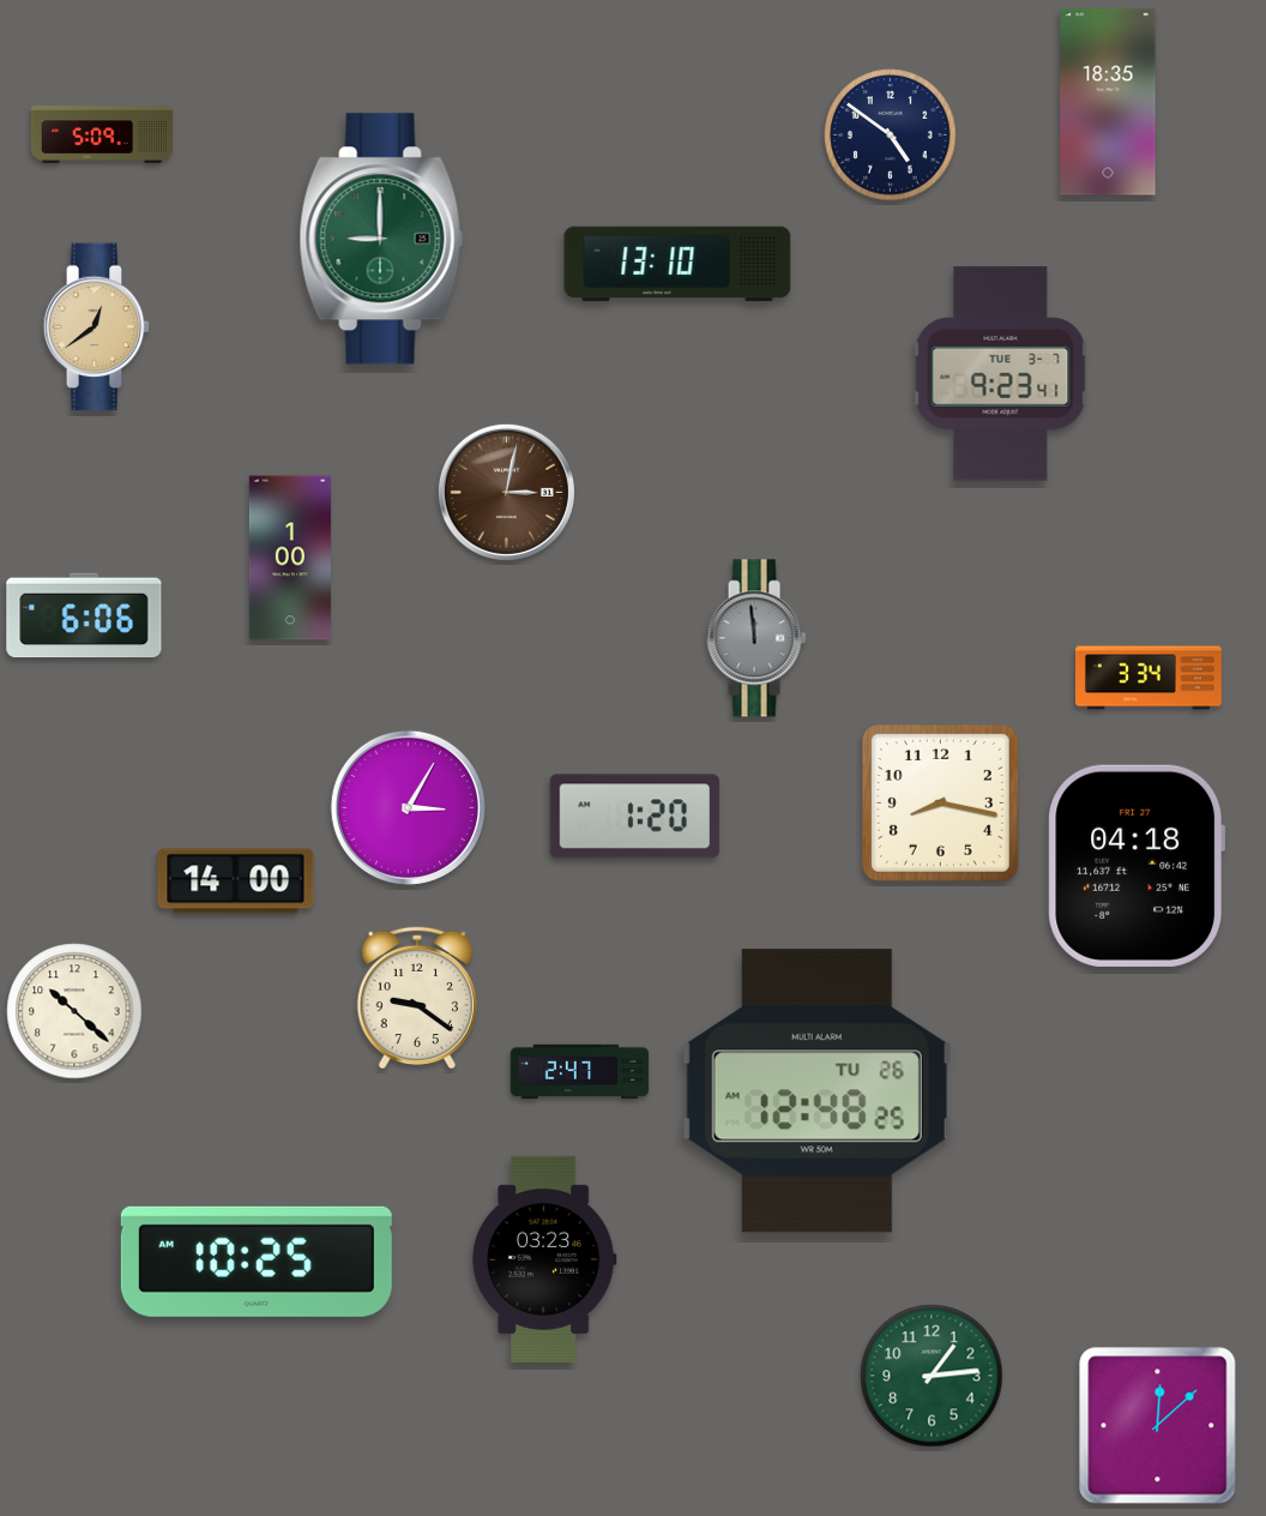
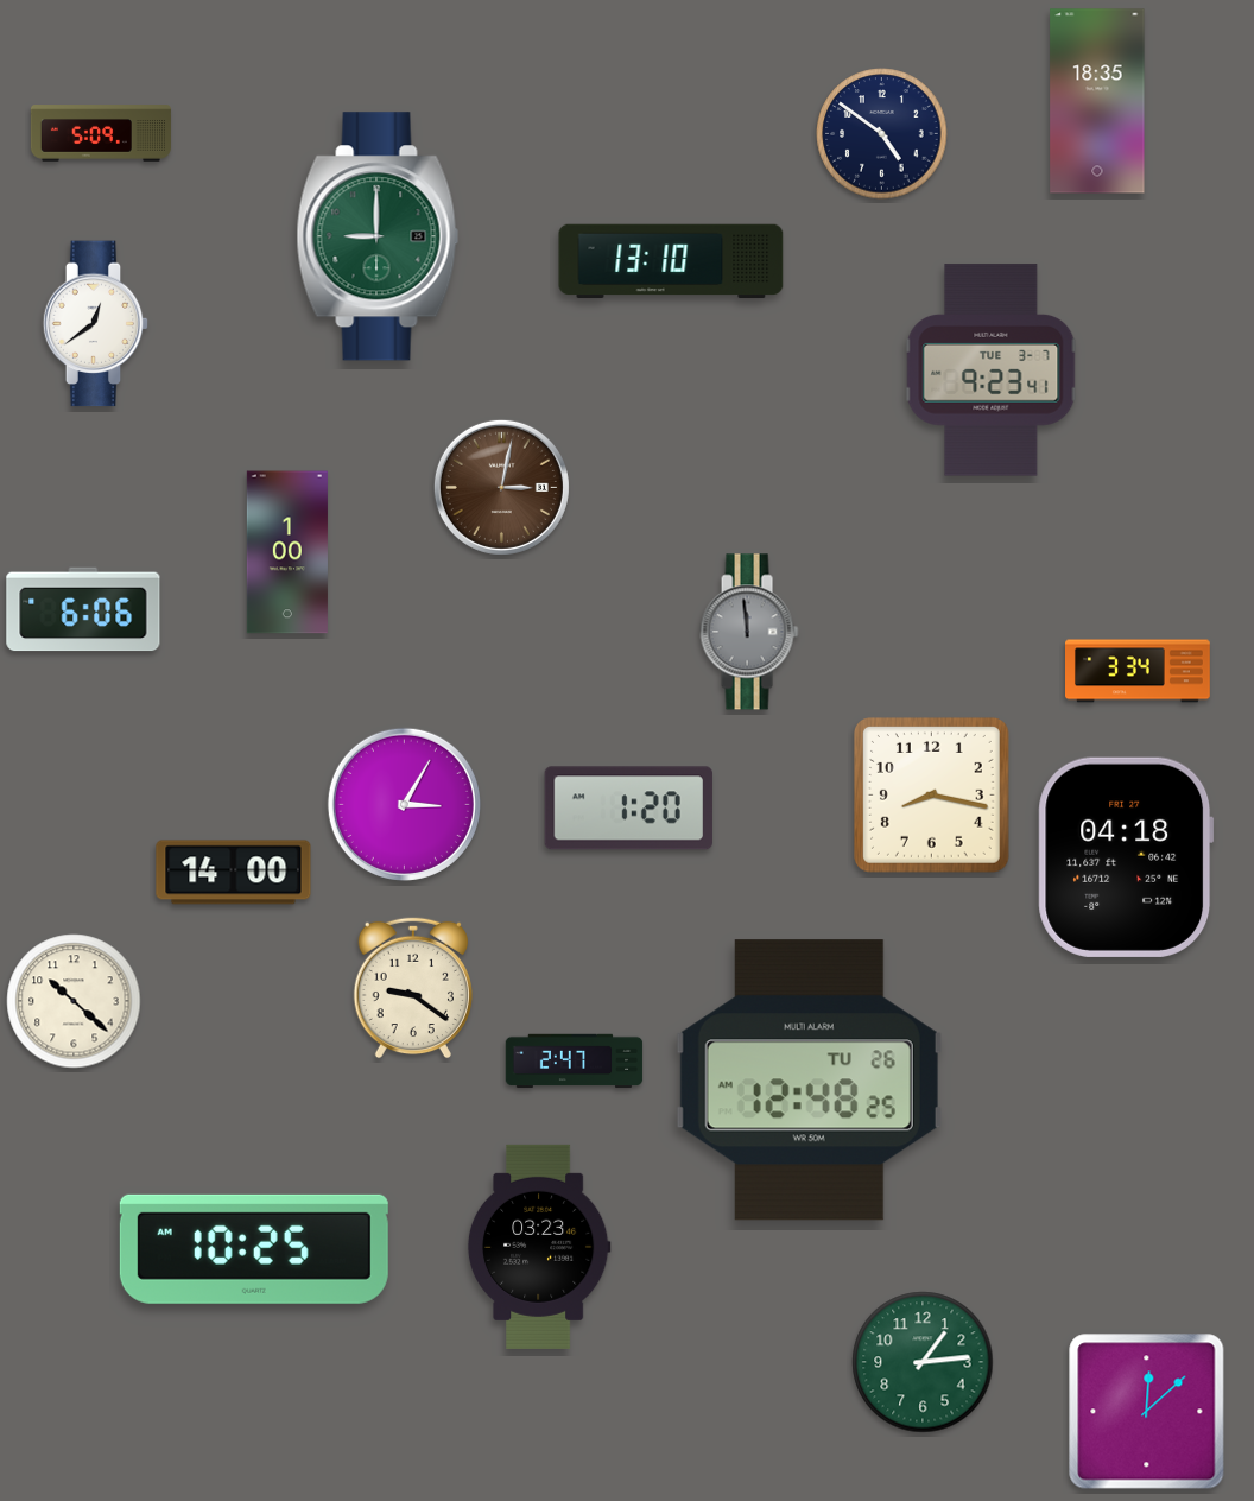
clock at (97, 327) dial: champagne -> white
clock at (408, 807) position: (408, 807) -> (404, 804)
